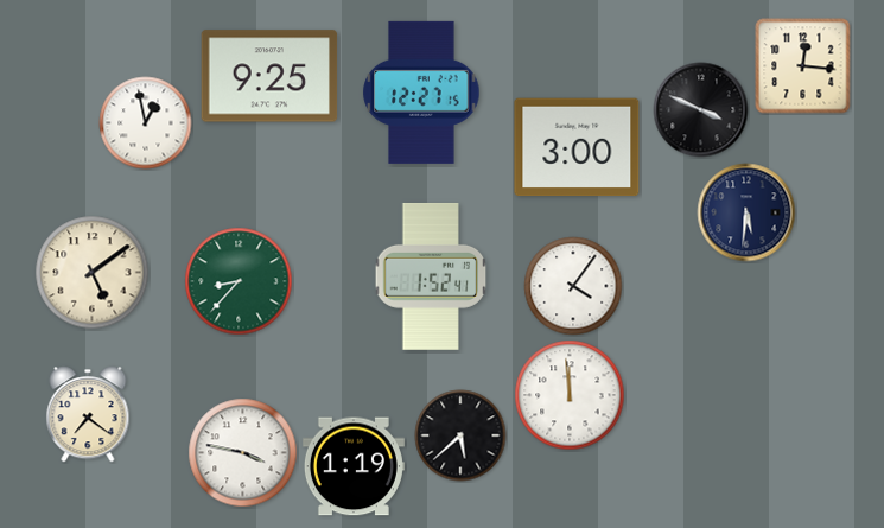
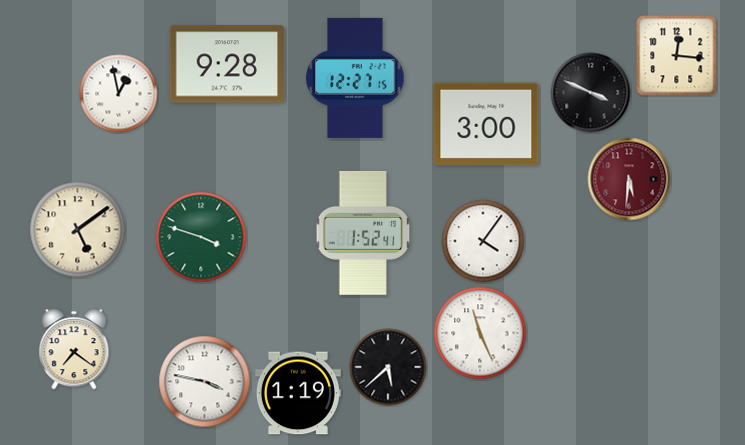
clock at (269, 76): 9:25 -> 9:28
clock at (146, 123) position: (146, 123) -> (119, 94)
clock at (746, 212) dial: navy -> burgundy
clock at (239, 281): 8:37 -> 3:48
clock at (570, 395): 11:59 -> 11:26
